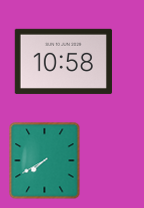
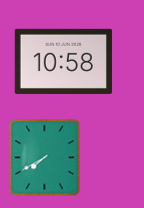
clock at (45, 160) position: (45, 160) -> (45, 157)
